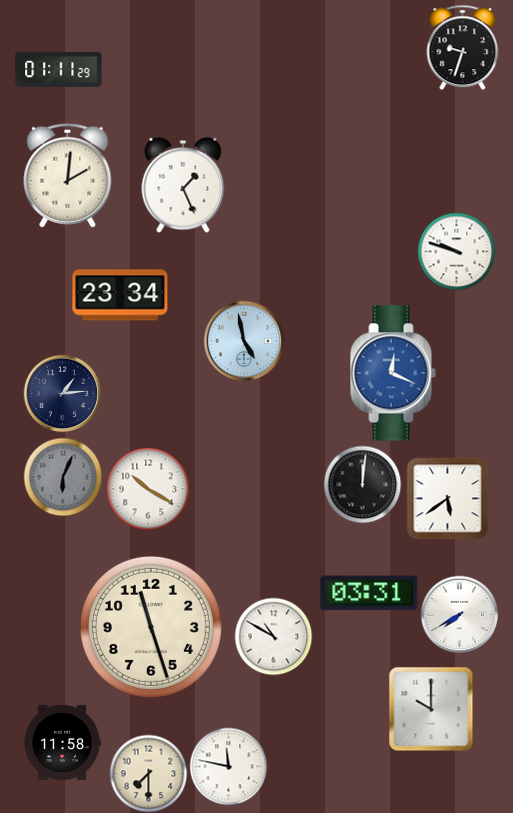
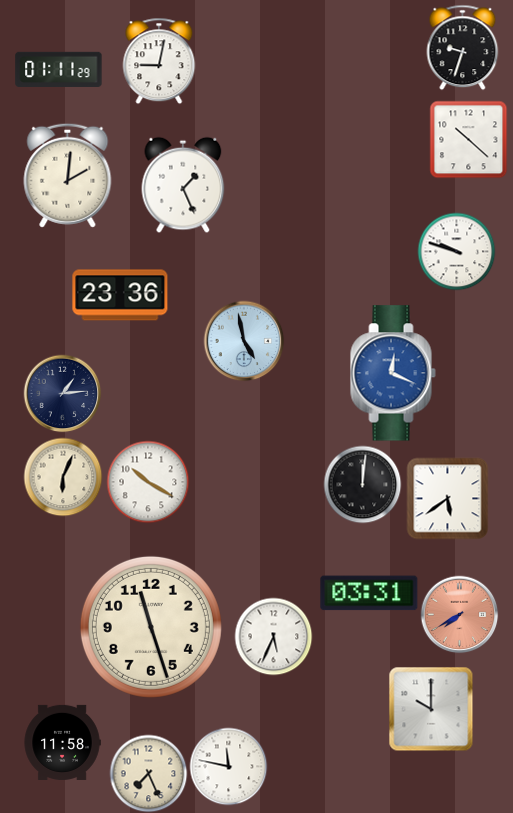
clock at (159, 61): none -> 9:02
clock at (468, 139): none -> 10:22
clock at (120, 295): 23:34 -> 23:36
clock at (63, 477) dial: grey -> cream
clock at (148, 489) position: (148, 489) -> (148, 482)
clock at (459, 614) dial: white -> salmon
clock at (273, 636): 10:50 -> 5:34
clock at (148, 773): 7:30 -> 7:26
